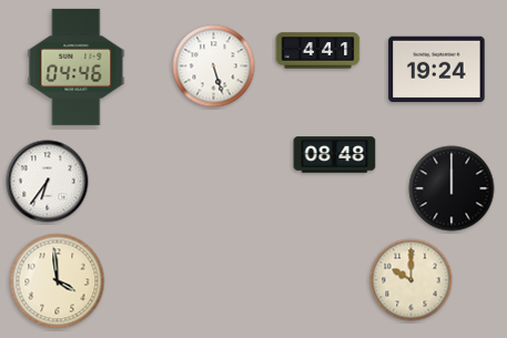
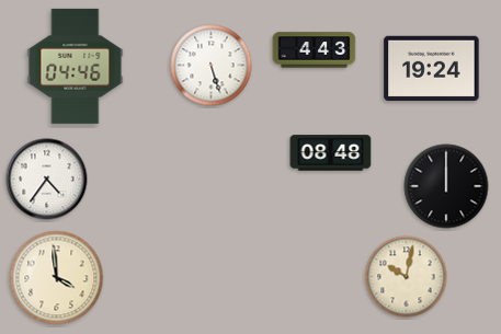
clock at (318, 51): 4:41 -> 4:43
clock at (48, 182): 6:36 -> 4:36
clock at (412, 280): 10:00 -> 10:02
